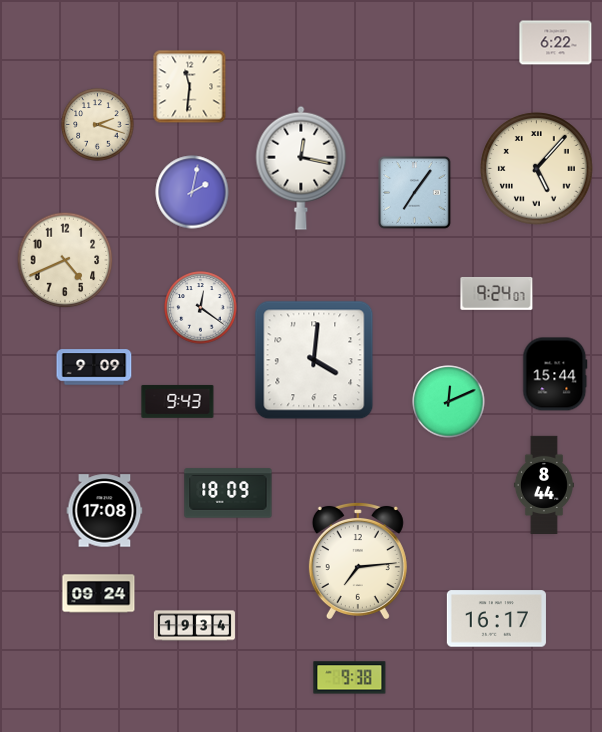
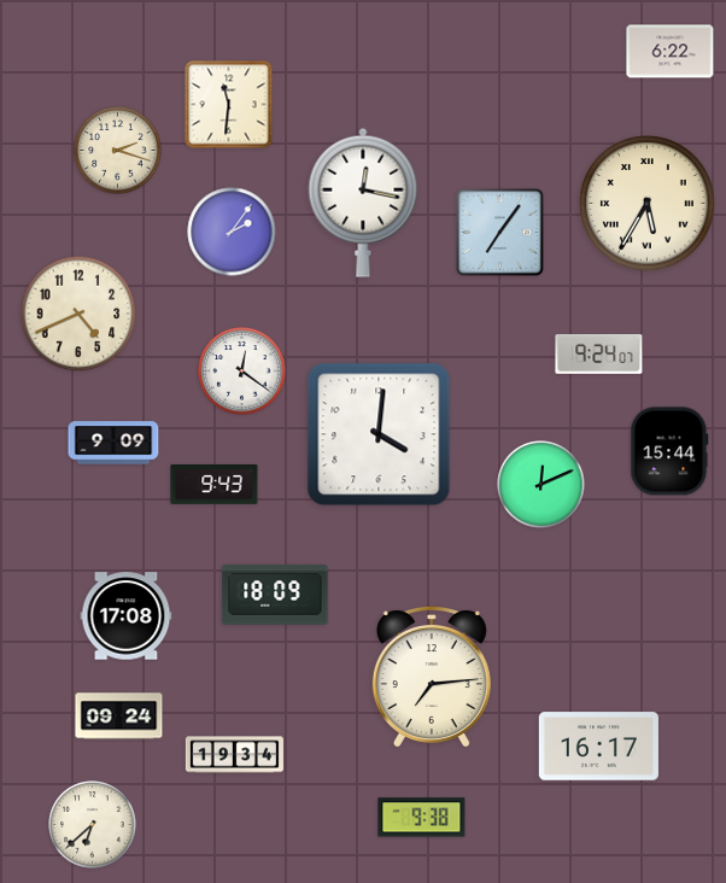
clock at (537, 169): 5:07 -> 5:35
clock at (192, 192): 2:02 -> 2:06
clock at (544, 485): 8:44 -> none
clock at (93, 825): none -> 6:38
